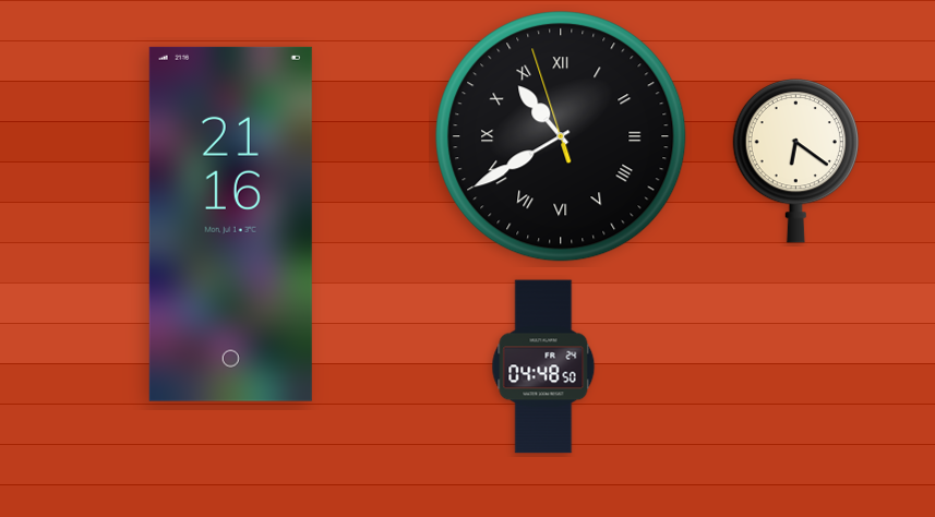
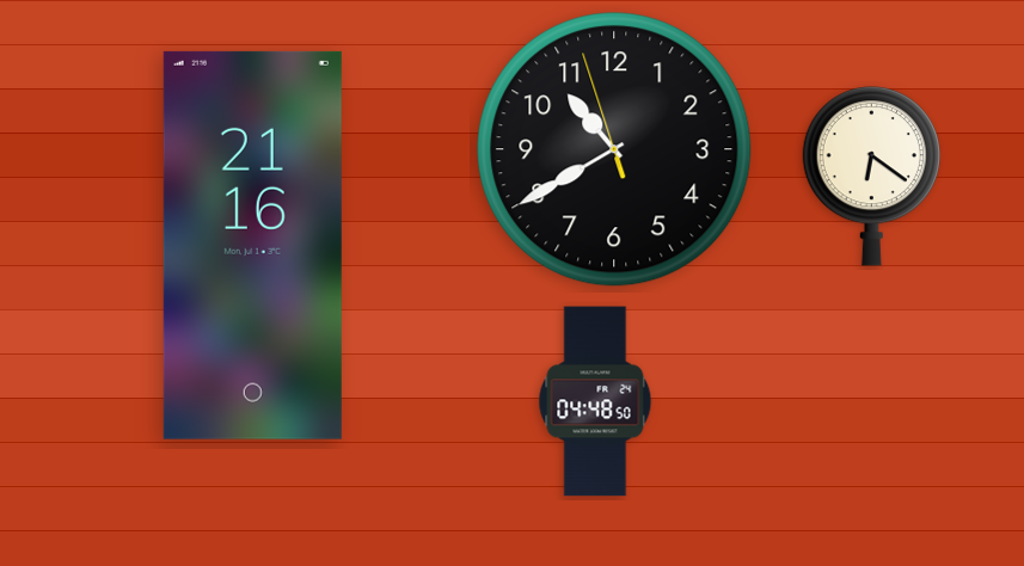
clock at (561, 136) numerals: Roman -> Arabic
